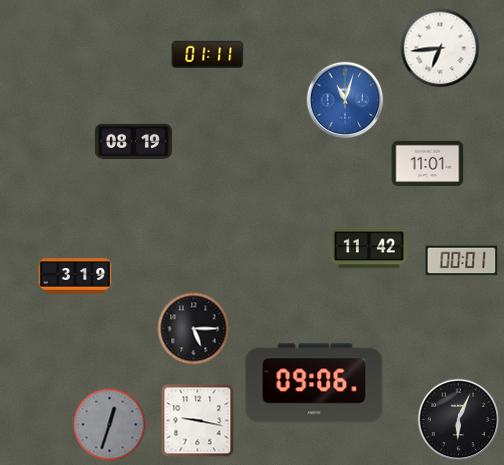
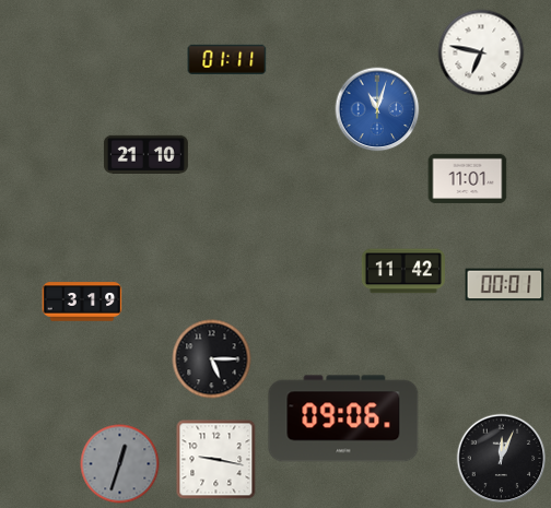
clock at (440, 48): 6:44 -> 6:47
clock at (133, 141): 08:19 -> 21:10
clock at (459, 420): 6:04 -> 12:04
